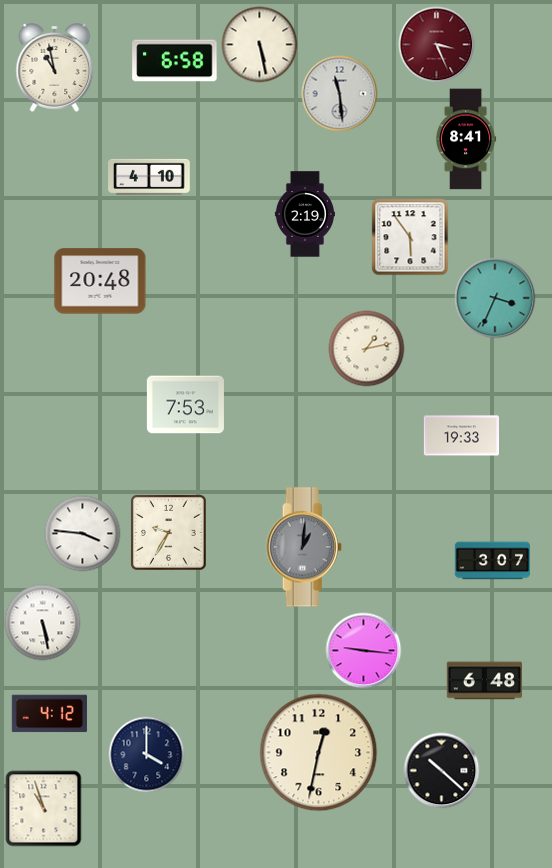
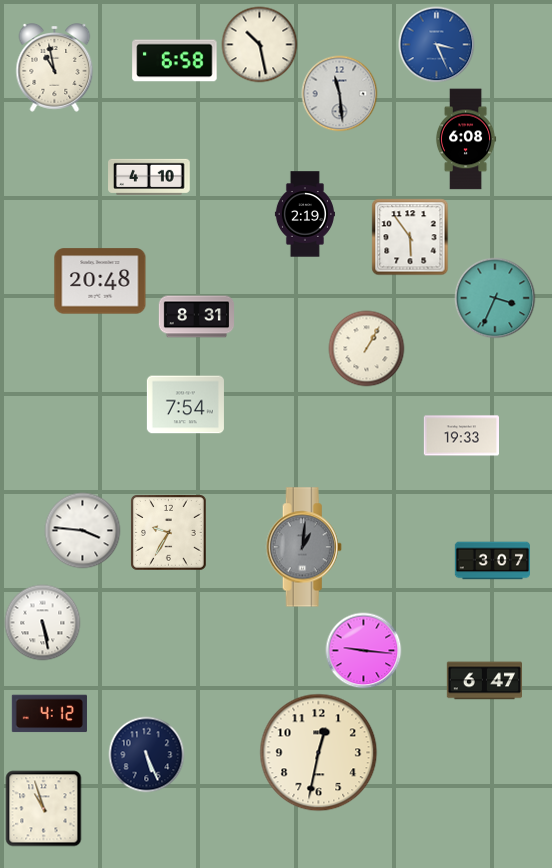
clock at (260, 45): 5:28 -> 10:28
clock at (437, 45) dial: burgundy -> blue
clock at (466, 139): 8:41 -> 6:08
clock at (197, 317): none -> 8:31
clock at (367, 349): 1:13 -> 1:05
clock at (185, 405): 7:53 -> 7:54
clock at (83, 534) position: (83, 534) -> (83, 531)
clock at (484, 681): 6:48 -> 6:47
clock at (147, 755): 4:00 -> 5:26
clock at (442, 771): 10:22 -> none
